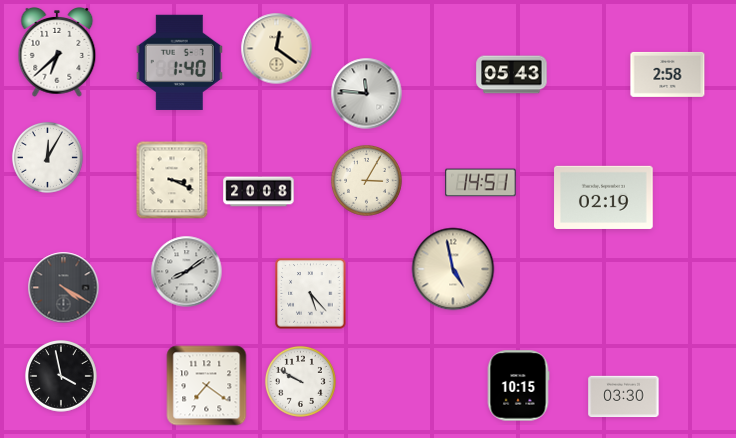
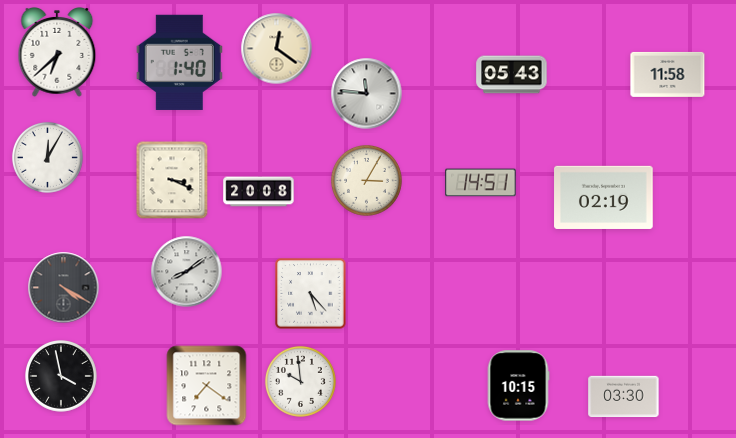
clock at (668, 74): 2:58 -> 11:58
clock at (453, 269): 4:58 -> none
clock at (300, 381): 9:50 -> 9:59
